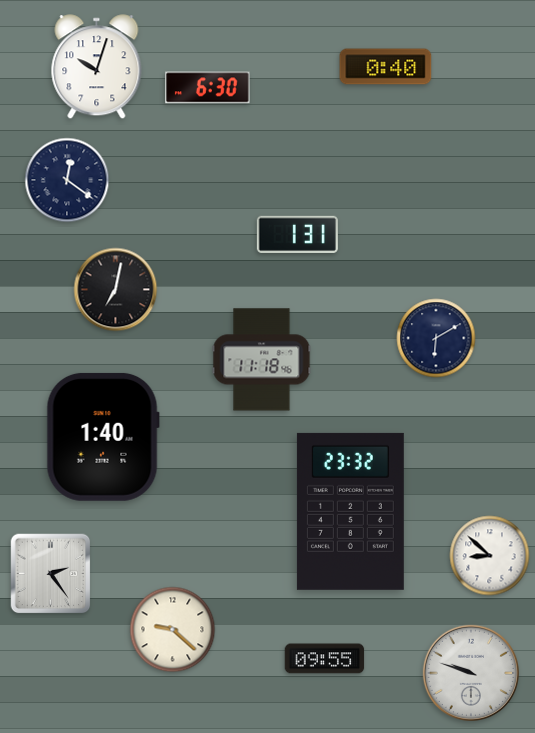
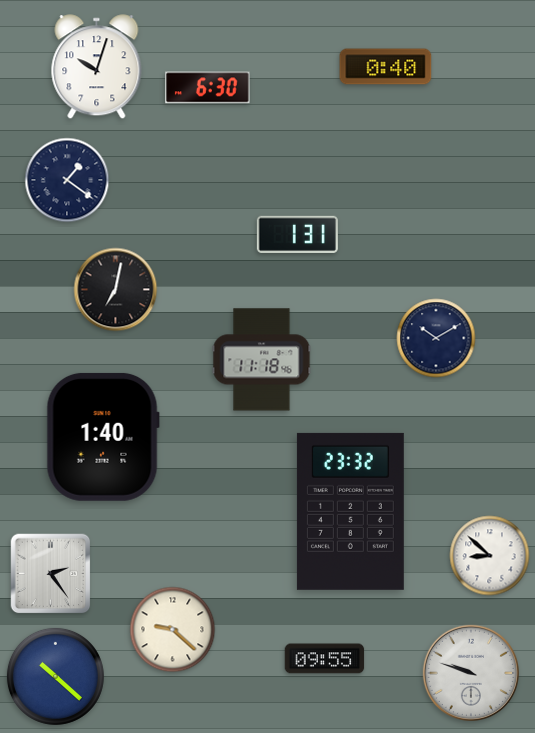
clock at (67, 180): 12:21 -> 1:21
clock at (436, 338): 6:10 -> 10:10
clock at (55, 676): none -> 10:22
